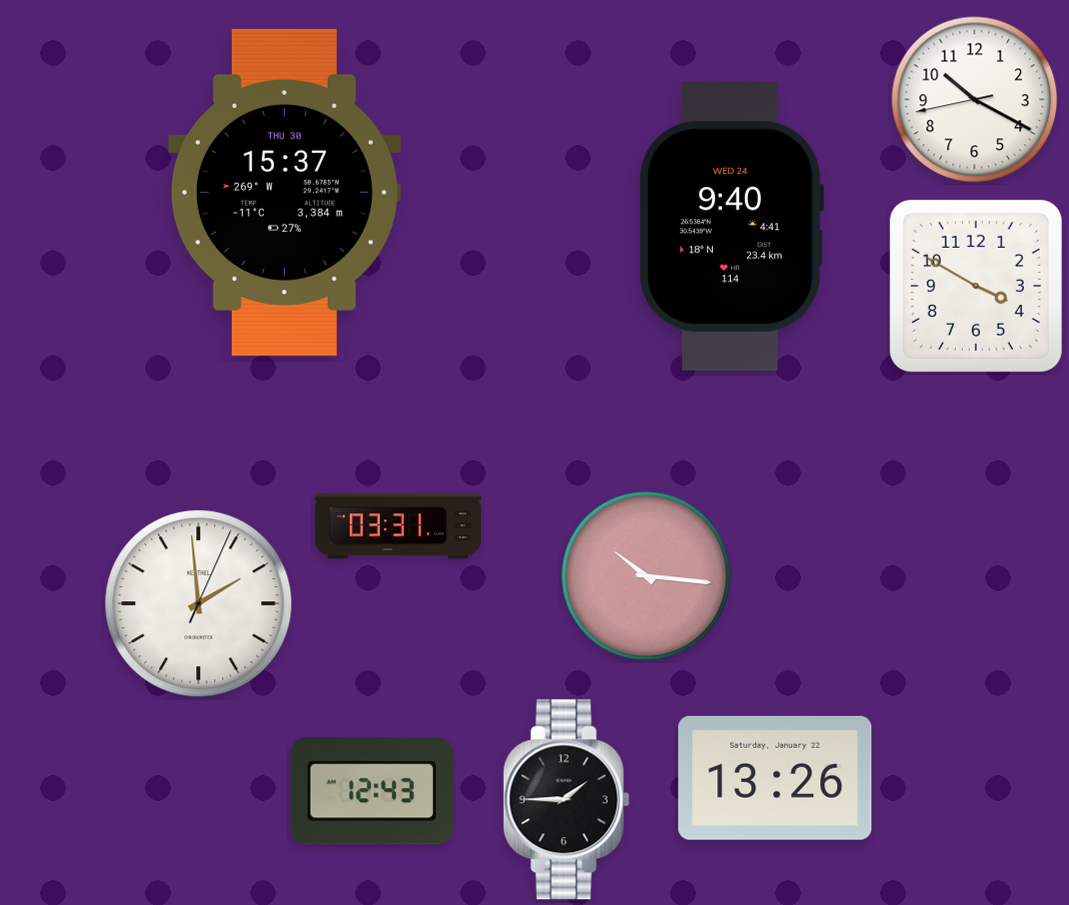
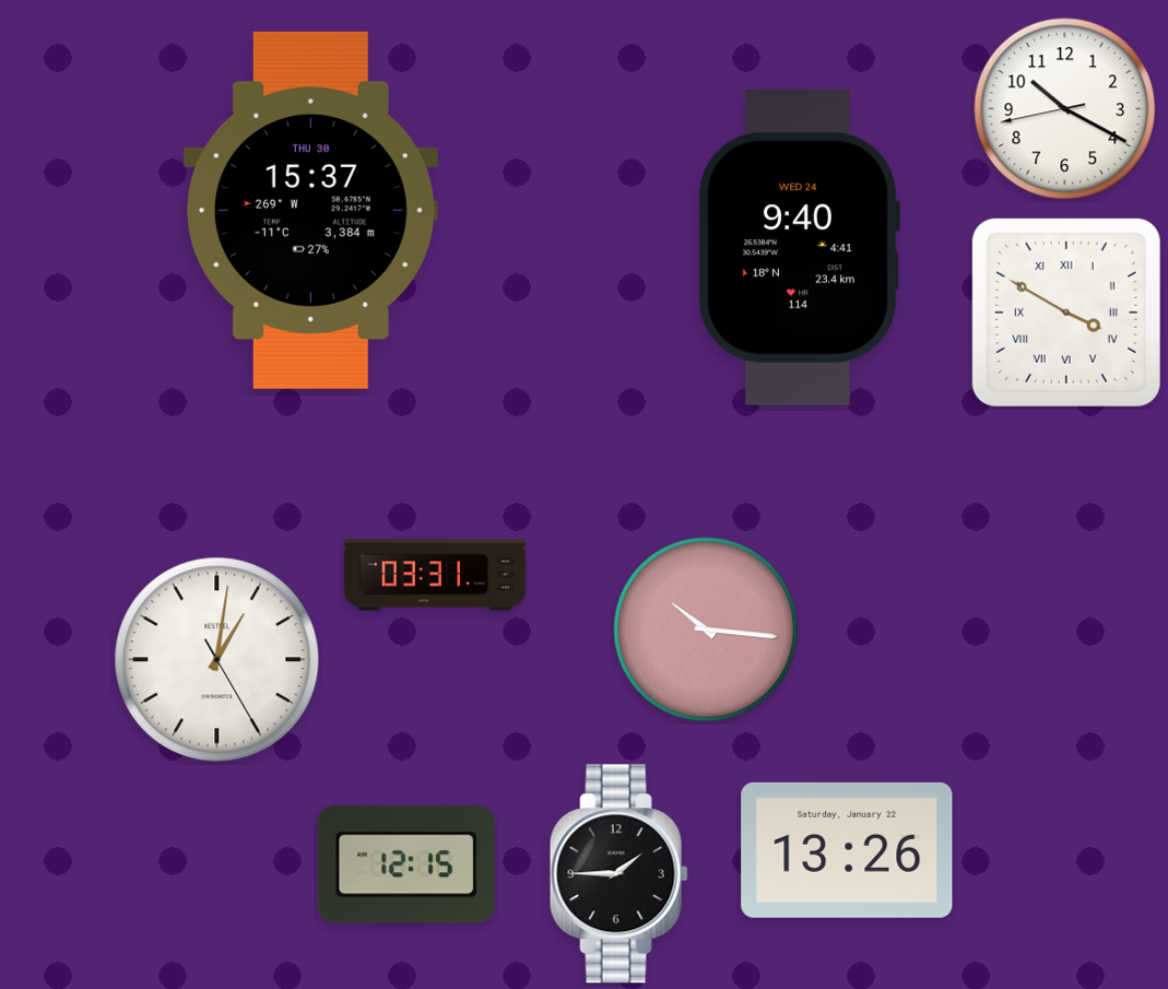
clock at (976, 286) numerals: Arabic -> Roman
clock at (199, 604): 1:59 -> 1:01
clock at (371, 791): 12:43 -> 12:15
